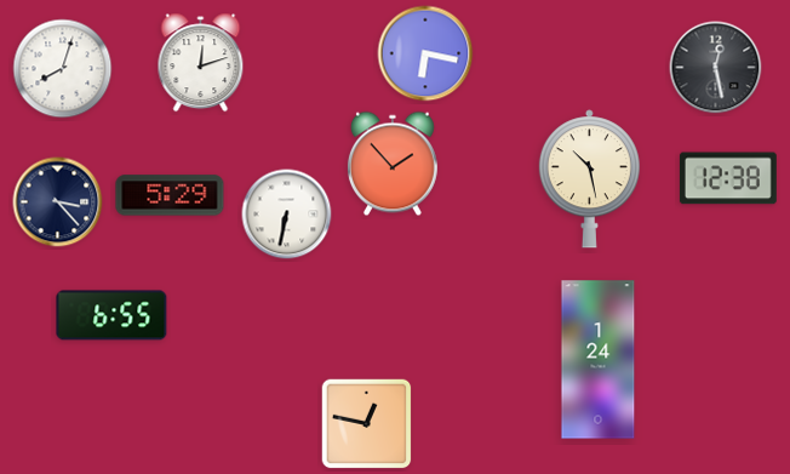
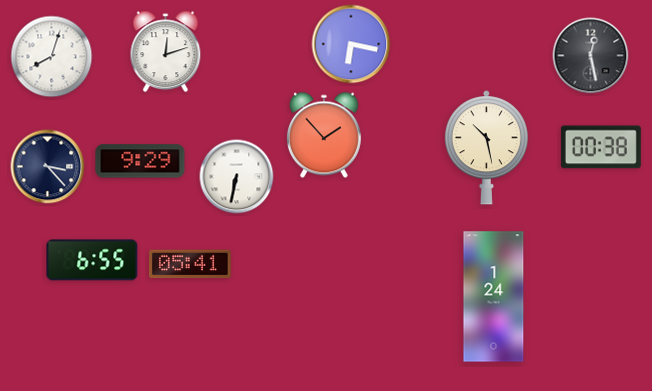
clock at (728, 178): 12:38 -> 00:38
clock at (170, 195): 5:29 -> 9:29
clock at (190, 264): none -> 05:41
clock at (367, 424): 12:47 -> none
